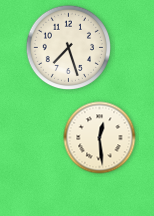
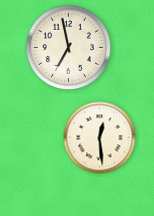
clock at (68, 47): 7:27 -> 6:58
